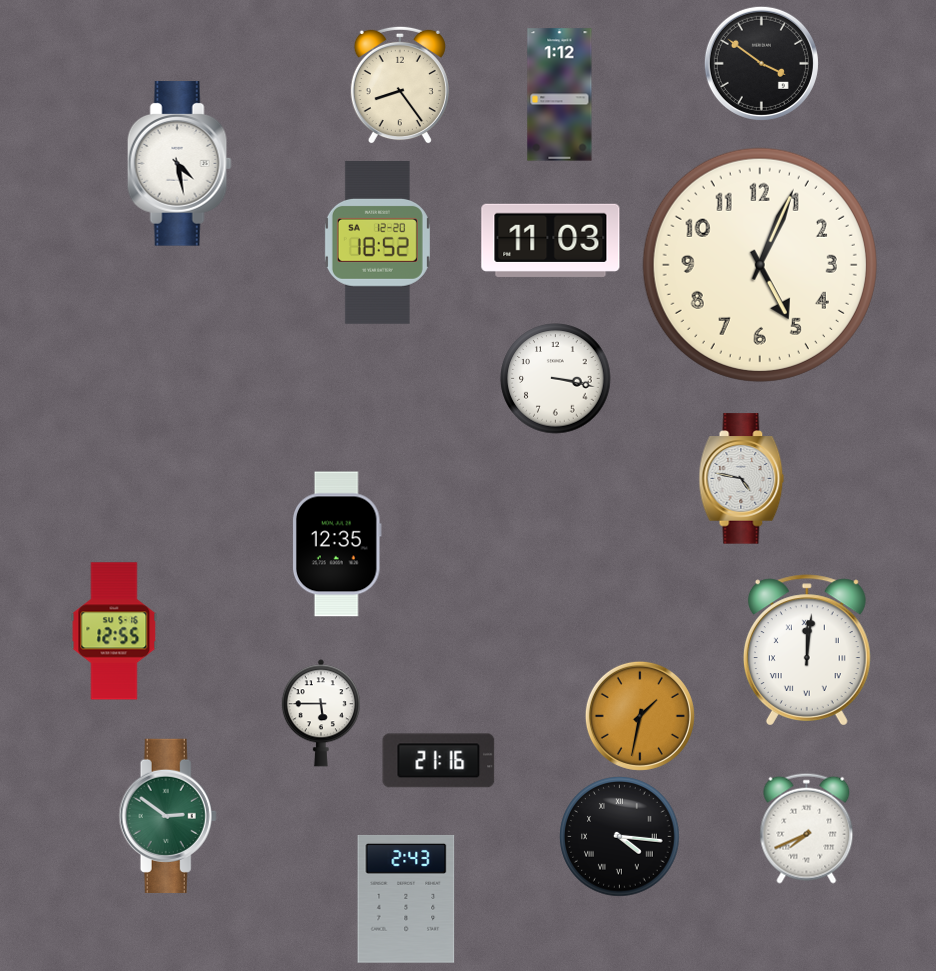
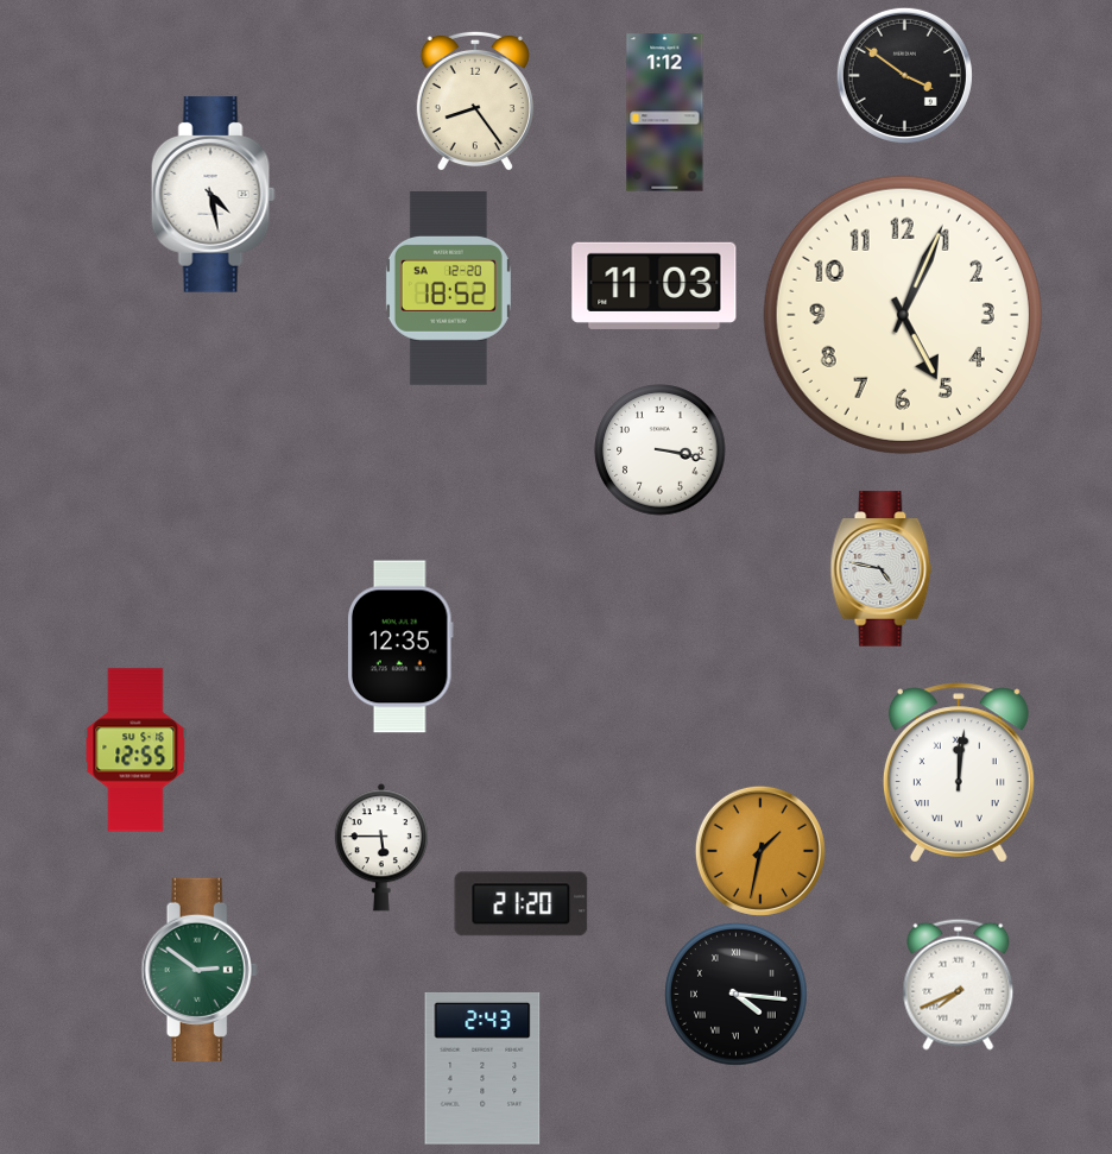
clock at (439, 761): 21:16 -> 21:20
